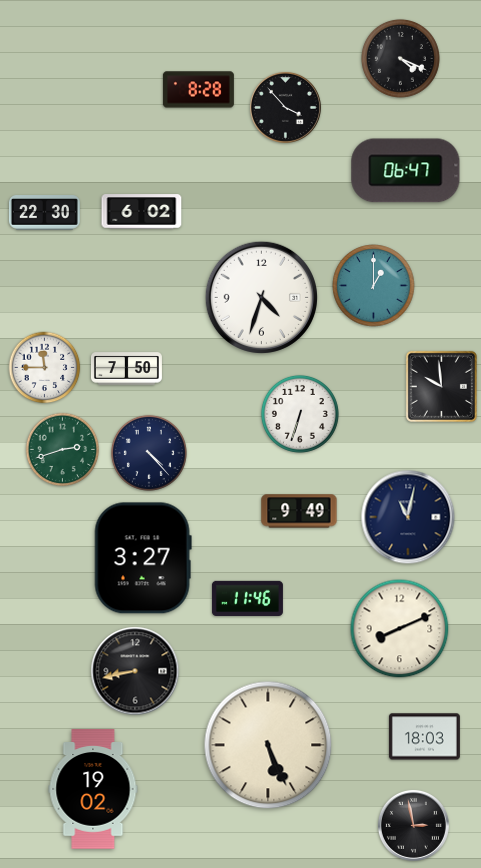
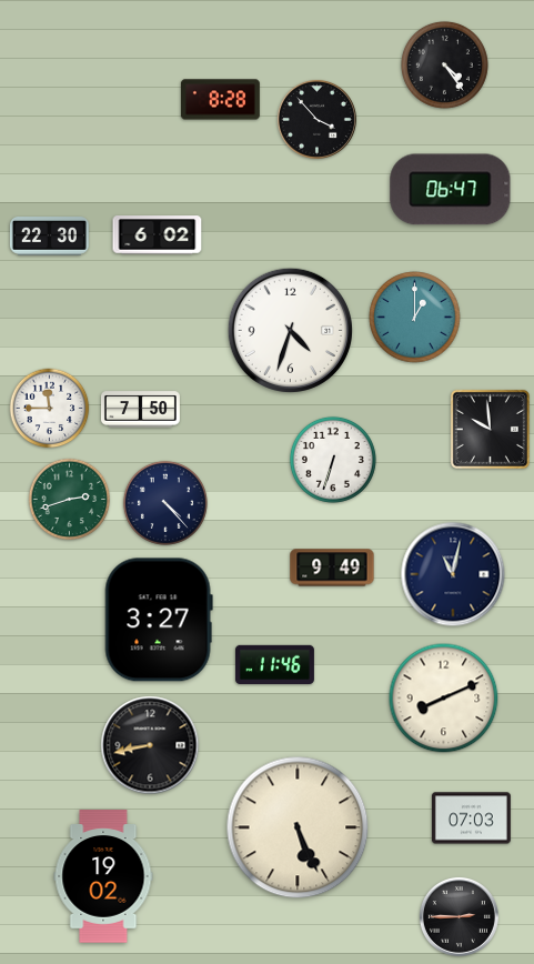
clock at (400, 58): 4:19 -> 4:24
clock at (424, 737): 18:03 -> 07:03
clock at (413, 825): 2:58 -> 2:45
